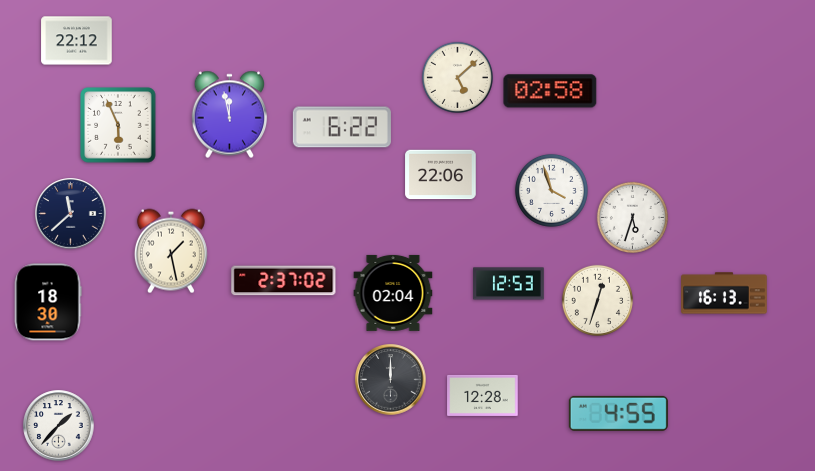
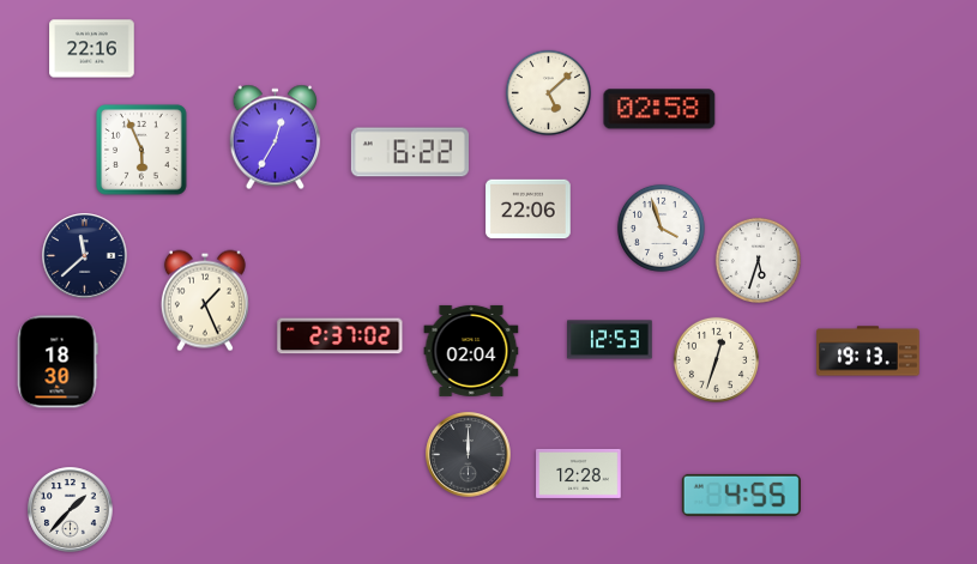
clock at (77, 41): 22:12 -> 22:16
clock at (230, 115): 11:58 -> 12:35
clock at (171, 251): 1:28 -> 1:26
clock at (724, 293): 16:13 -> 19:13
